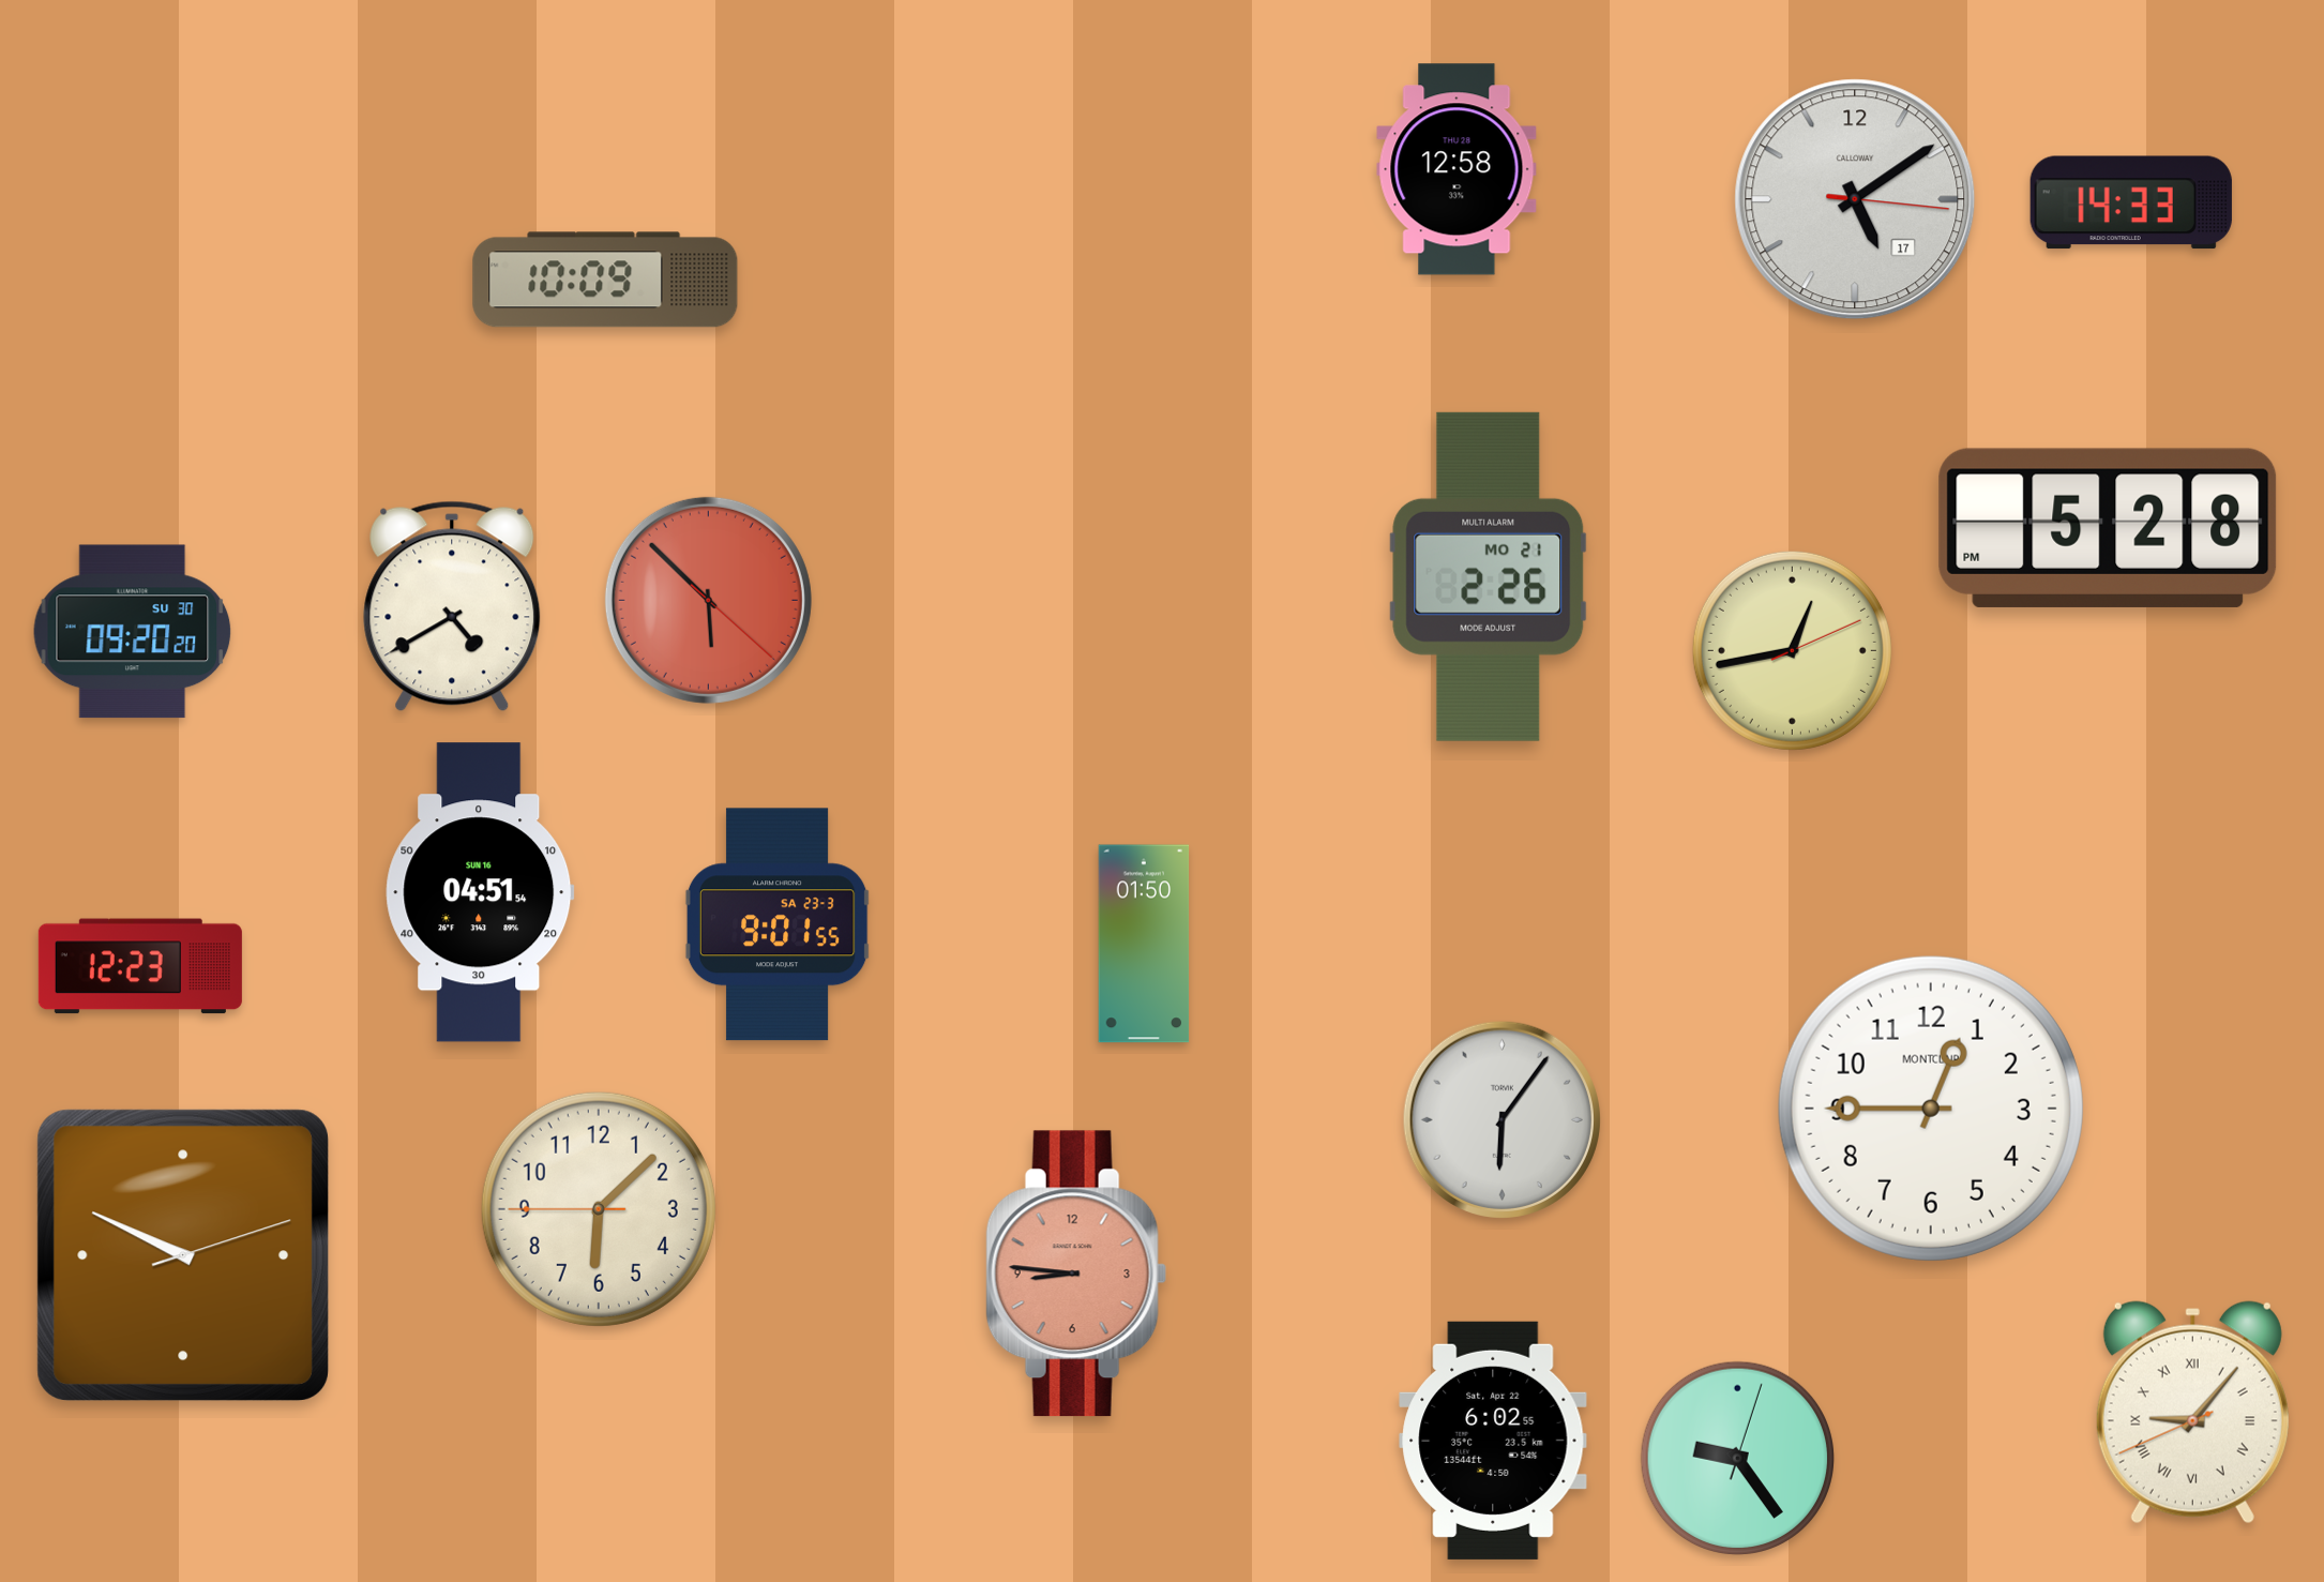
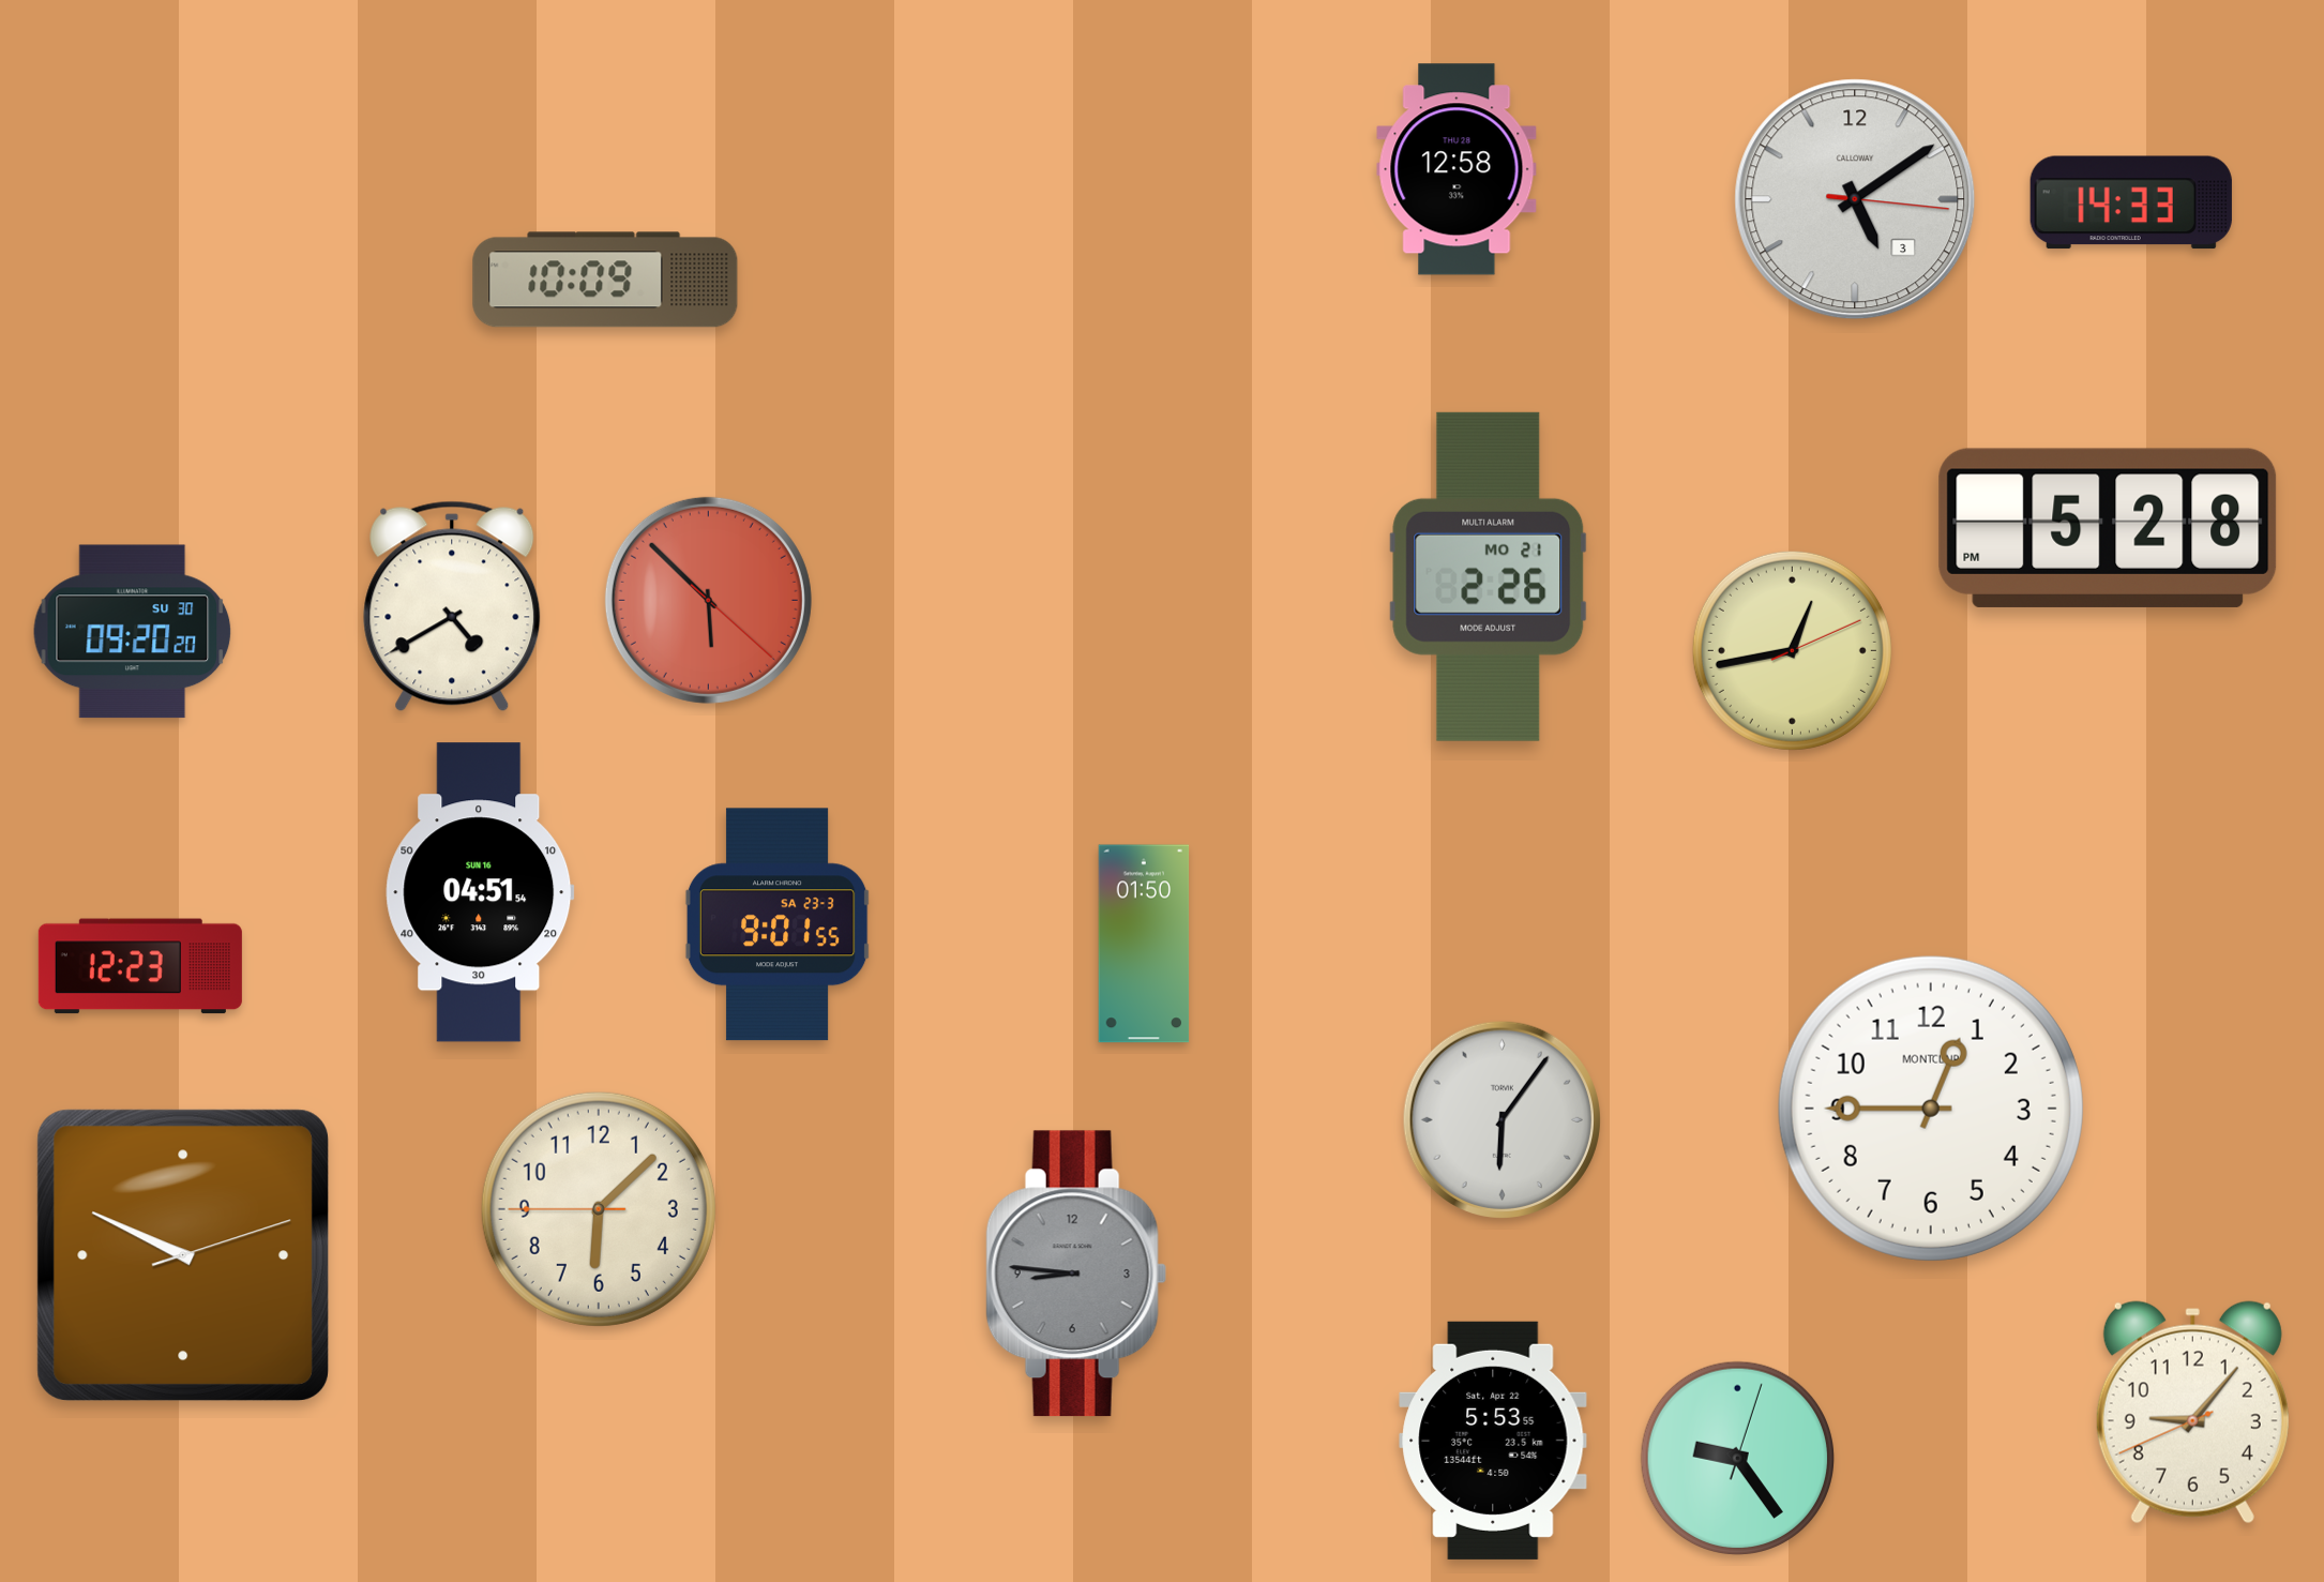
clock at (1855, 199) date: 17 -> 3
clock at (1076, 1274) dial: salmon -> grey
clock at (2192, 1413) numerals: Roman -> Arabic
clock at (1493, 1441): 6:02 -> 5:53
